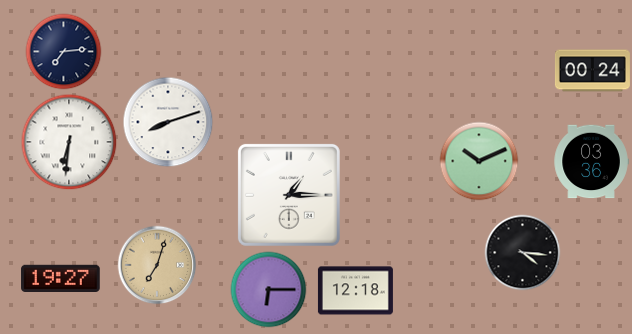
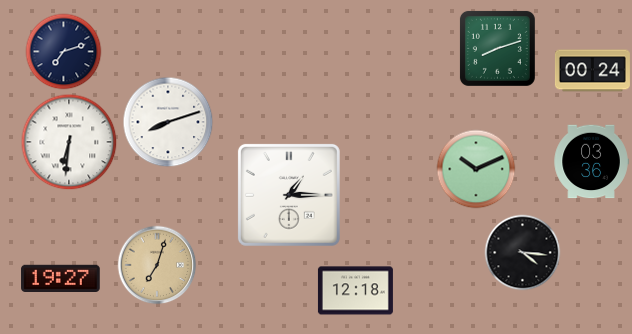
clock at (497, 48): none -> 8:12
clock at (64, 52): 7:14 -> 7:12
clock at (479, 161) position: (479, 161) -> (476, 169)
clock at (269, 290): 6:15 -> none
